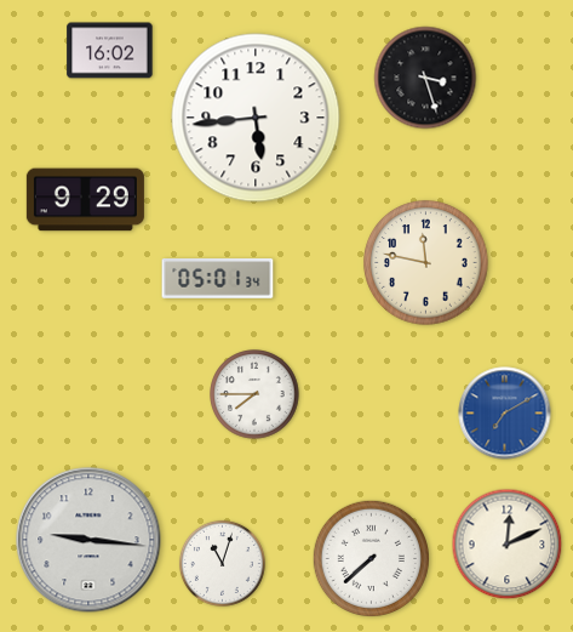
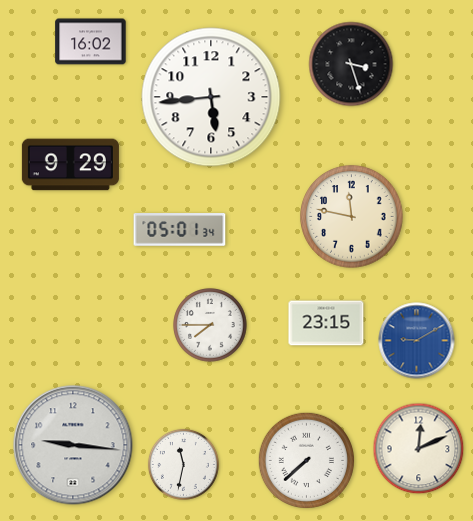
clock at (326, 323): none -> 23:15
clock at (505, 414): 7:10 -> 9:10
clock at (222, 563): 11:03 -> 11:32
